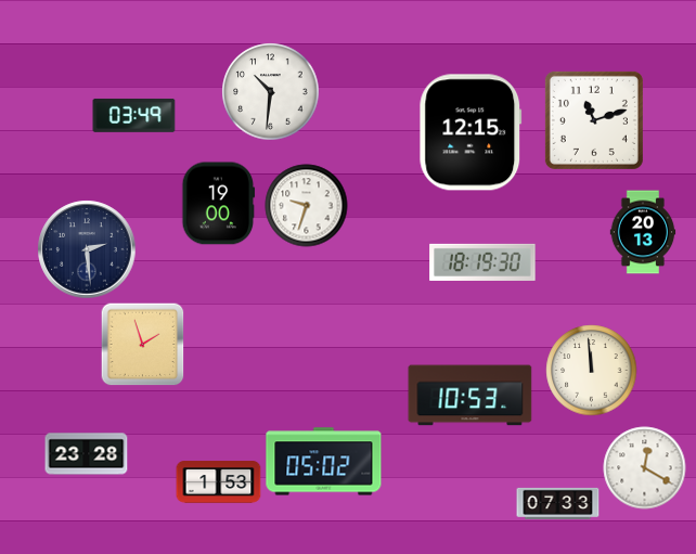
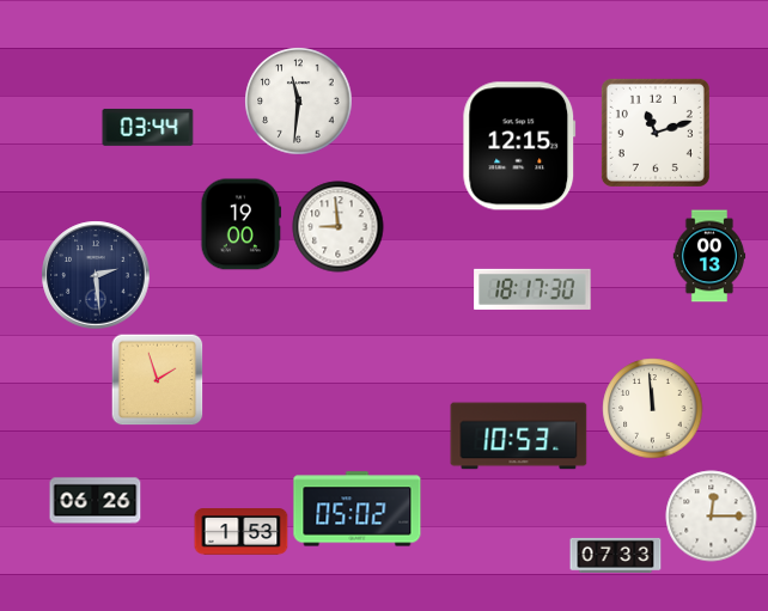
clock at (271, 92): 10:31 -> 11:31
clock at (134, 116): 03:49 -> 03:44
clock at (307, 206): 9:33 -> 8:59
clock at (643, 232): 20:13 -> 00:13
clock at (482, 262): 18:19 -> 18:17
clock at (87, 454): 23:28 -> 06:26
clock at (645, 468): 12:20 -> 12:15
